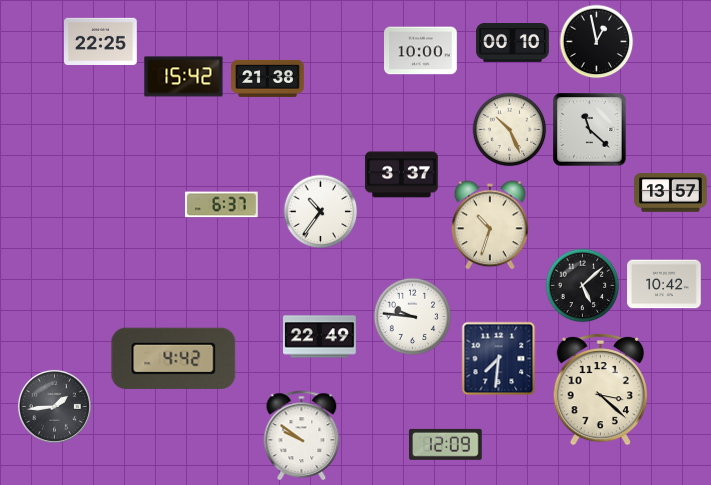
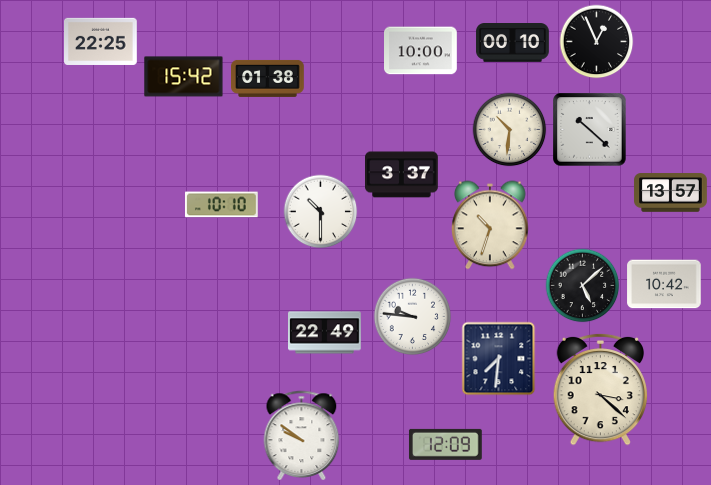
clock at (597, 42): 12:58 -> 12:56
clock at (268, 78): 21:38 -> 01:38
clock at (510, 130): 10:26 -> 10:31
clock at (590, 130): 11:22 -> 10:22
clock at (222, 205): 6:37 -> 10:10
clock at (321, 212): 10:36 -> 10:30
clock at (320, 337) position: (320, 337) -> (325, 333)
clock at (174, 358): 4:42 -> none
clock at (54, 406): 1:44 -> none
